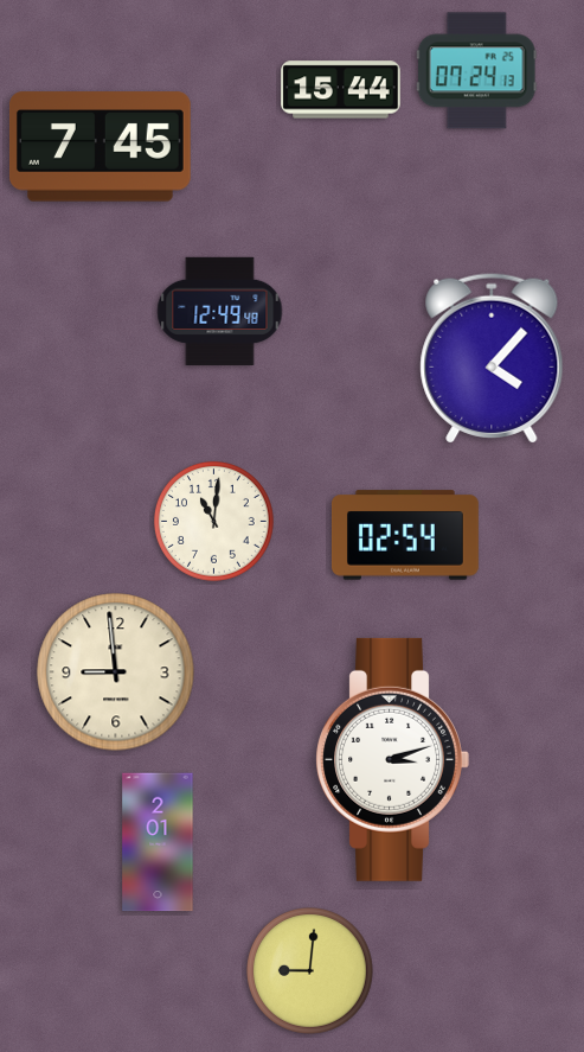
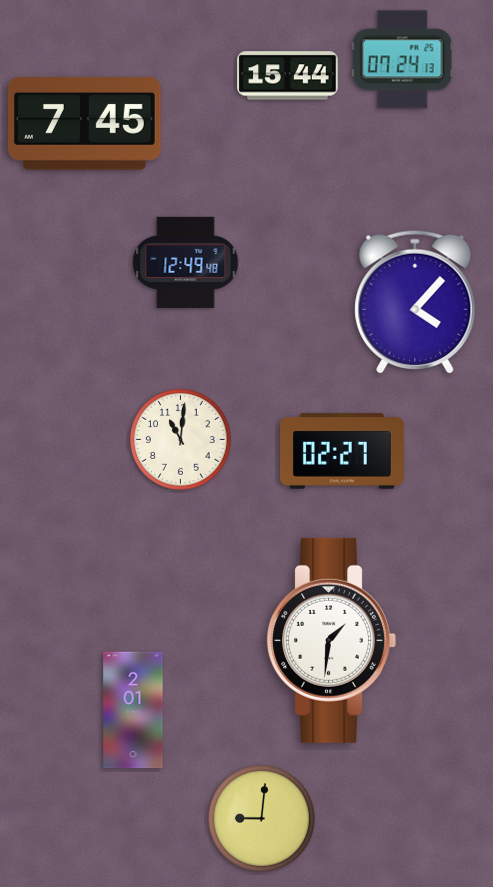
clock at (405, 535): 02:54 -> 02:27
clock at (116, 672): 8:59 -> none
clock at (392, 759): 3:12 -> 1:31
